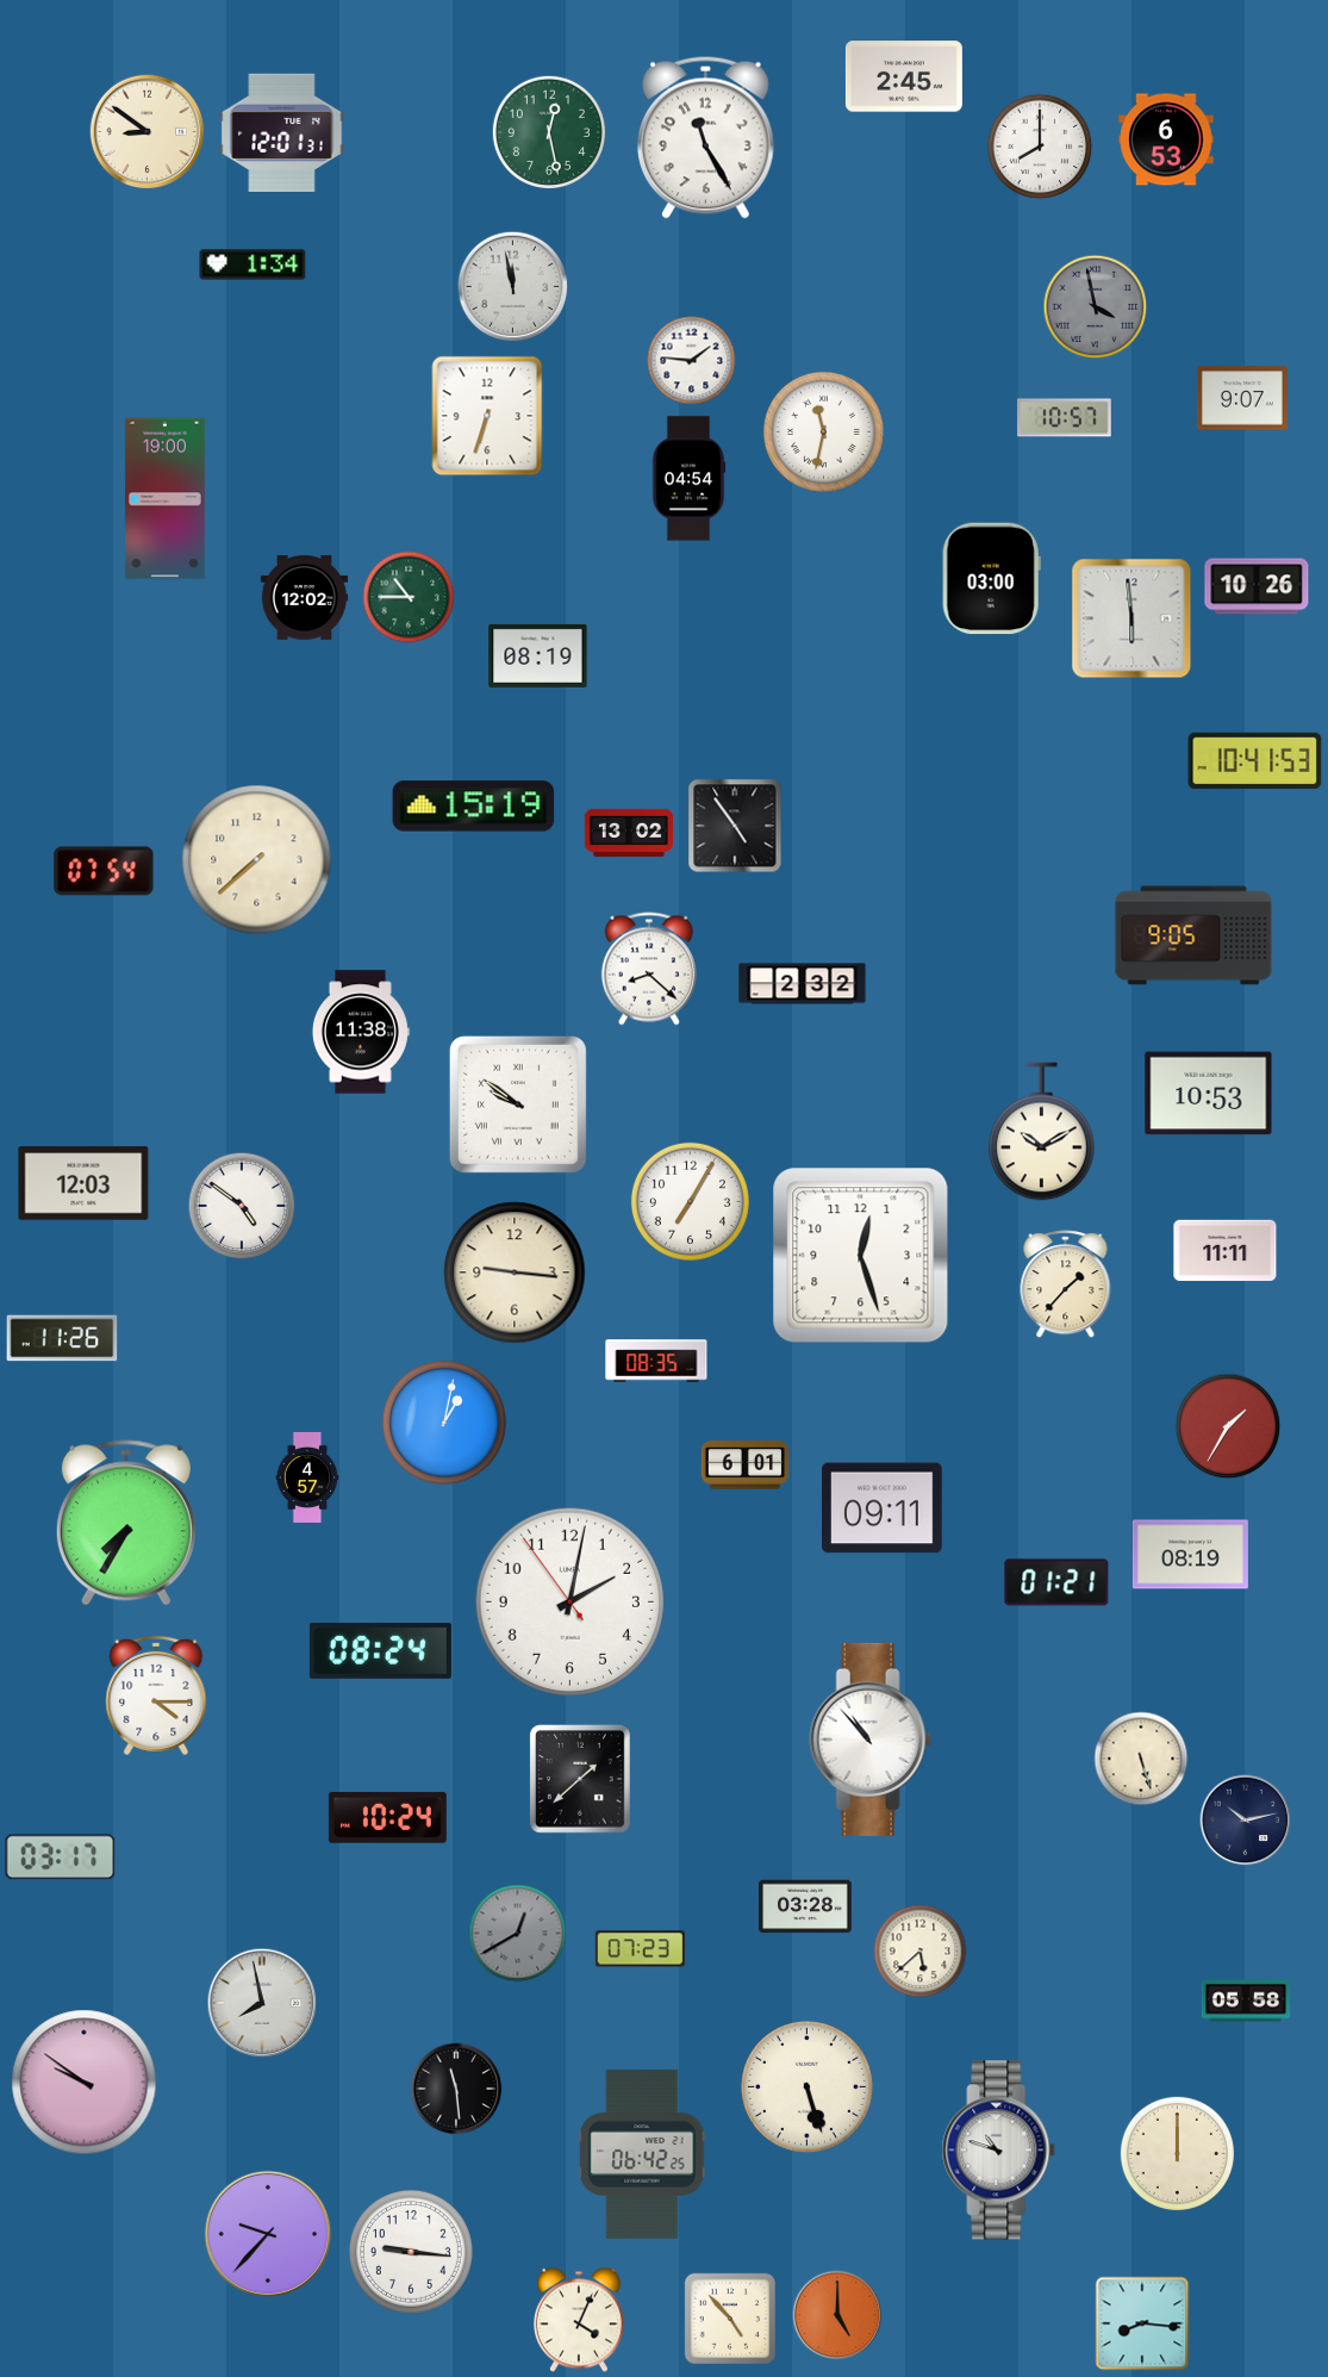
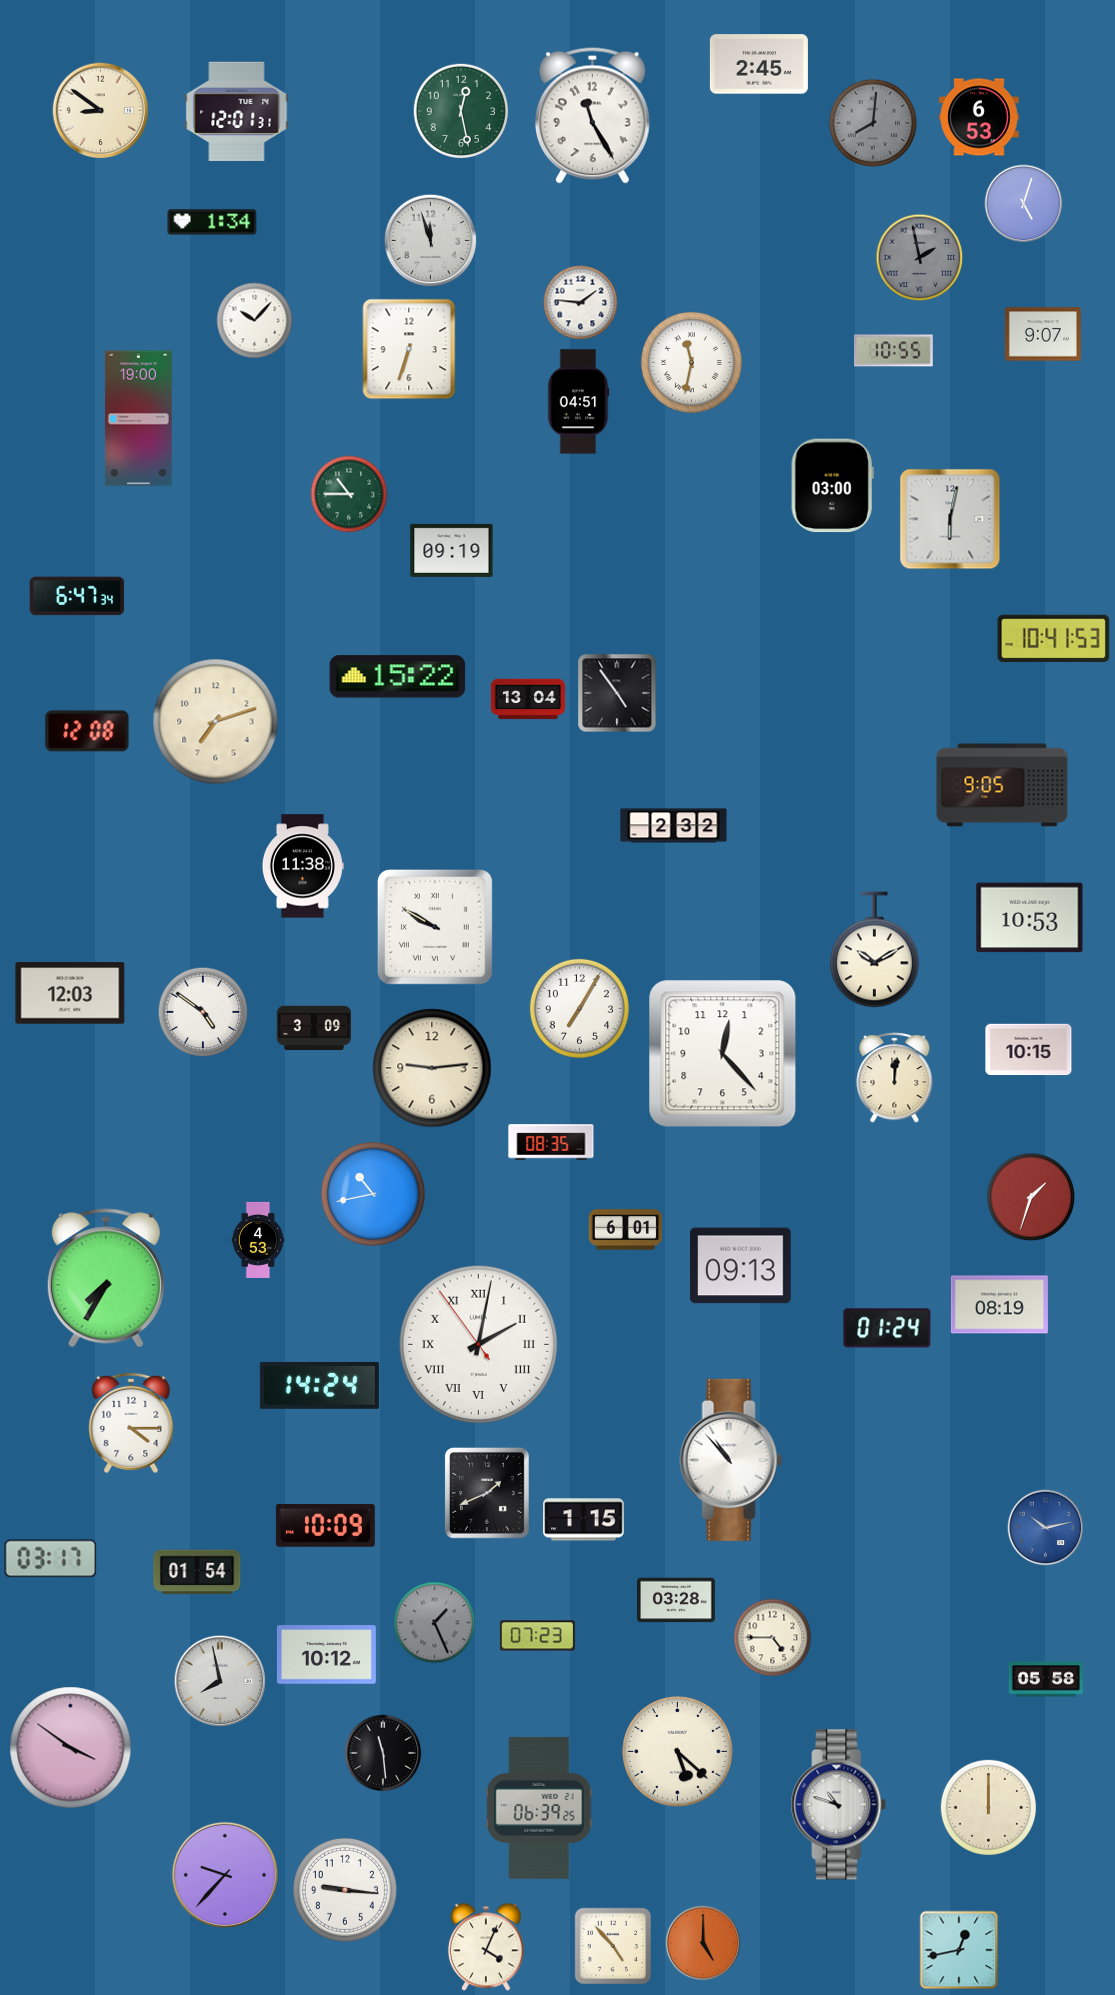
clock at (148, 132) position: (148, 132) -> (101, 111)
clock at (1040, 147): 8:00 -> 8:01
clock at (1040, 147) dial: white -> grey
clock at (1024, 204): none -> 5:03
clock at (513, 287): 11:58 -> 11:57
clock at (1096, 307): 3:58 -> 1:58
clock at (255, 321): none -> 10:07
clock at (1065, 418): 10:57 -> 10:55
clock at (688, 479): 04:54 -> 04:51
clock at (1257, 586): 10:26 -> none
clock at (409, 597) position: (409, 597) -> (349, 494)
clock at (305, 598): 12:02 -> none
clock at (1131, 618): 5:59 -> 6:02
clock at (538, 655): 08:19 -> 09:19
clock at (77, 596): none -> 6:47
clock at (474, 807): 15:19 -> 15:22
clock at (628, 833): 13:02 -> 13:04
clock at (257, 860): 7:38 -> 7:12
clock at (104, 871): 07:54 -> 12:08
clock at (649, 969): 8:22 -> none
clock at (1209, 1094) position: (1209, 1094) -> (1030, 918)
clock at (518, 1105): 9:51 -> 9:50
clock at (313, 1028): none -> 3:09
clock at (1226, 1251): 11:11 -> 10:15
clock at (861, 1256): 12:27 -> 12:23
clock at (515, 1272): 9:16 -> 9:14
clock at (1066, 1284): 1:37 -> 12:01
clock at (62, 1338): 11:26 -> none
clock at (444, 1423): 1:02 -> 10:43
clock at (1228, 1426): 1:35 -> 1:33
clock at (307, 1477): 4:57 -> 4:53
clock at (883, 1508): 09:11 -> 09:13
clock at (1056, 1582): 01:21 -> 01:24
clock at (569, 1601) numerals: Arabic -> Roman
clock at (380, 1650): 08:24 -> 14:24
clock at (1141, 1759): 5:27 -> none
clock at (580, 1780): 1:38 -> 1:41
clock at (584, 1520): none -> 1:15
clock at (387, 1817): 10:24 -> 10:09
clock at (1246, 1821) dial: navy -> blue
clock at (197, 1572): none -> 01:54
clock at (518, 1934): 12:40 -> 1:26
clock at (921, 1952): 5:38 -> 4:45
clock at (326, 1655): none -> 10:12
clock at (85, 2083): 9:51 -> 3:51
clock at (808, 2087): 5:27 -> 5:22
clock at (642, 2154): 06:42 -> 06:39
clock at (1142, 2323): 8:16 -> 12:43
